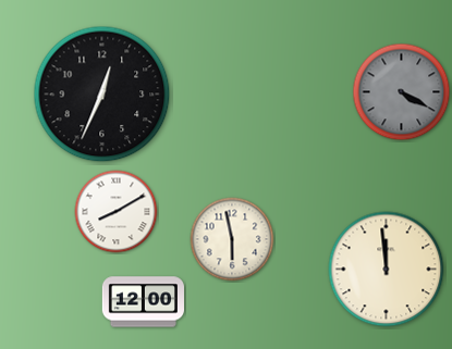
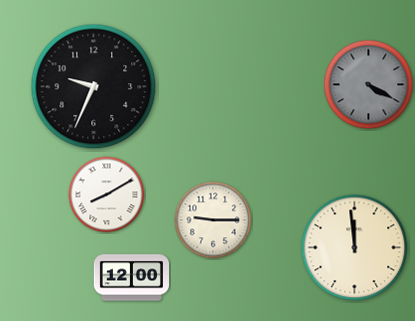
clock at (102, 95): 12:34 -> 9:34
clock at (232, 239): 5:58 -> 9:15
